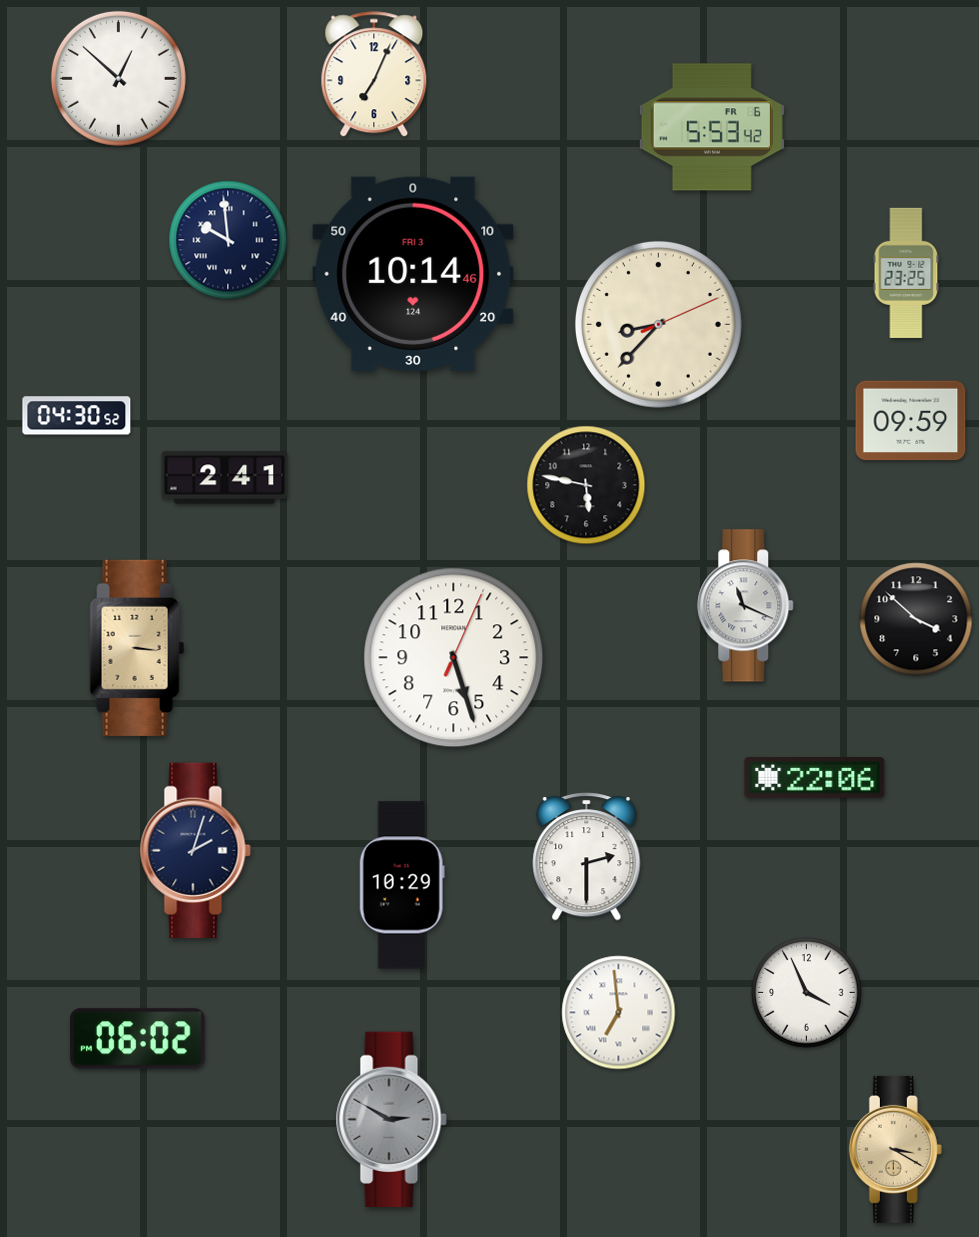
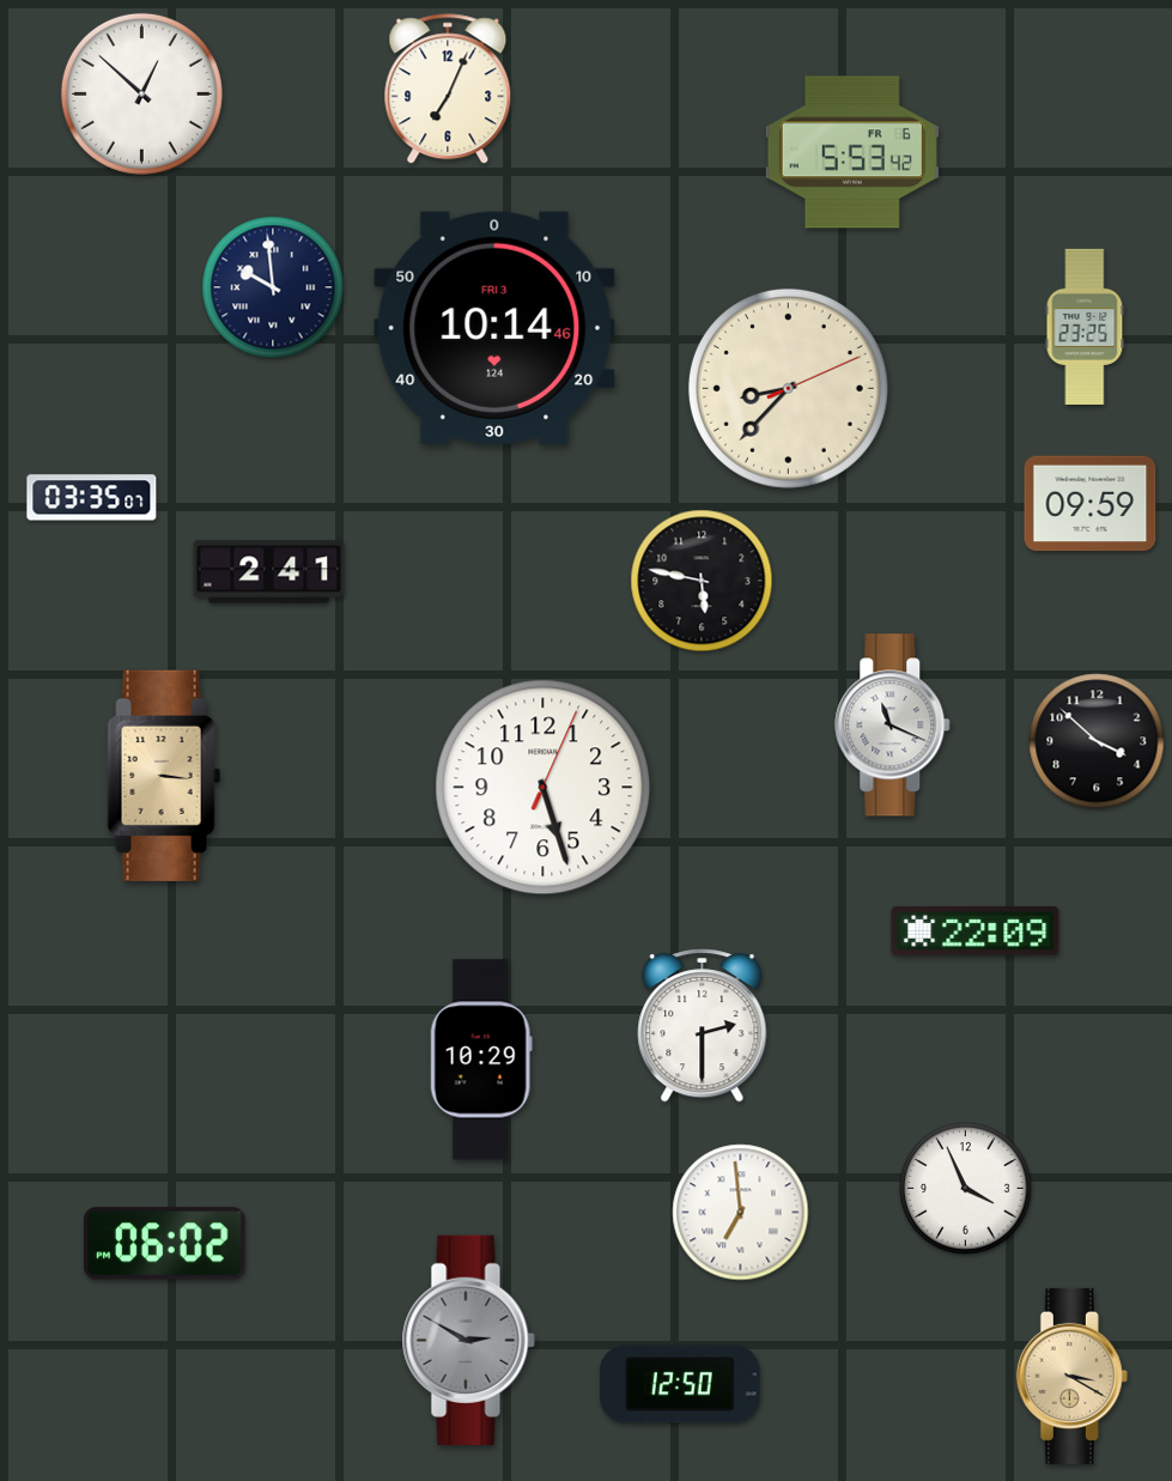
clock at (77, 416): 04:30 -> 03:35
clock at (815, 778): 22:06 -> 22:09
clock at (195, 850): 2:03 -> none
clock at (681, 1384): none -> 12:50
